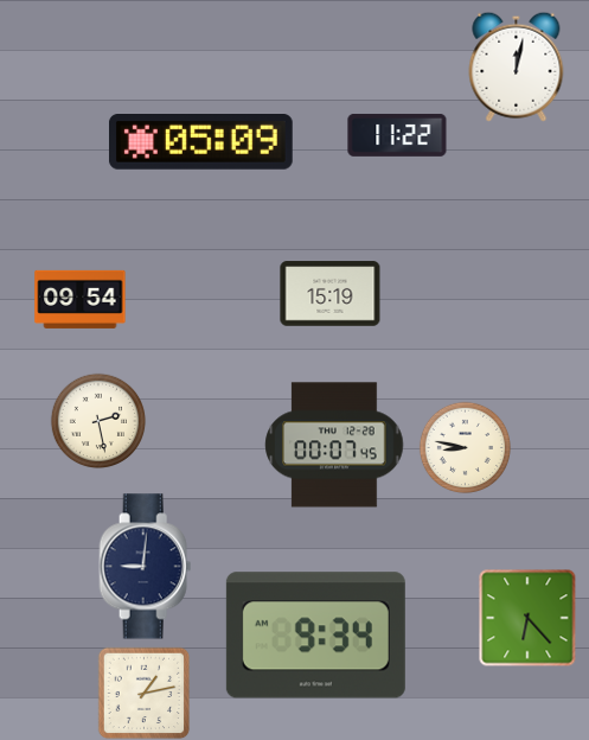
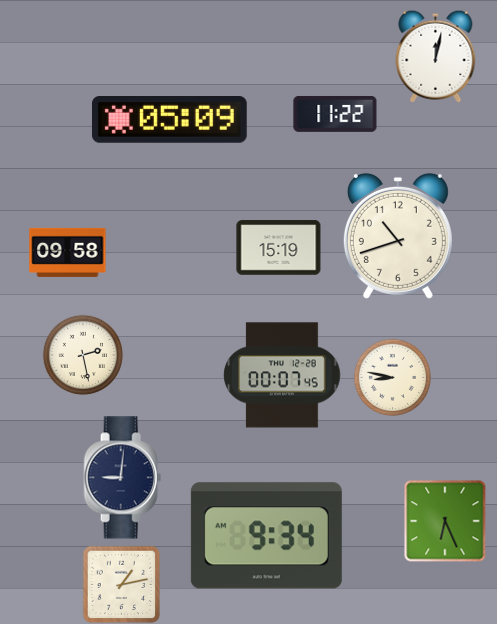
clock at (398, 236): none -> 10:42
clock at (81, 299): 09:54 -> 09:58
clock at (527, 618): 6:23 -> 6:26
